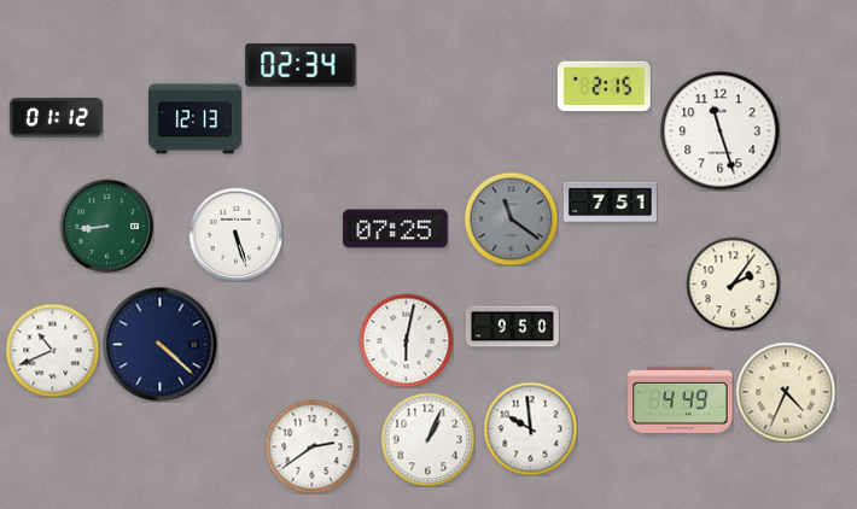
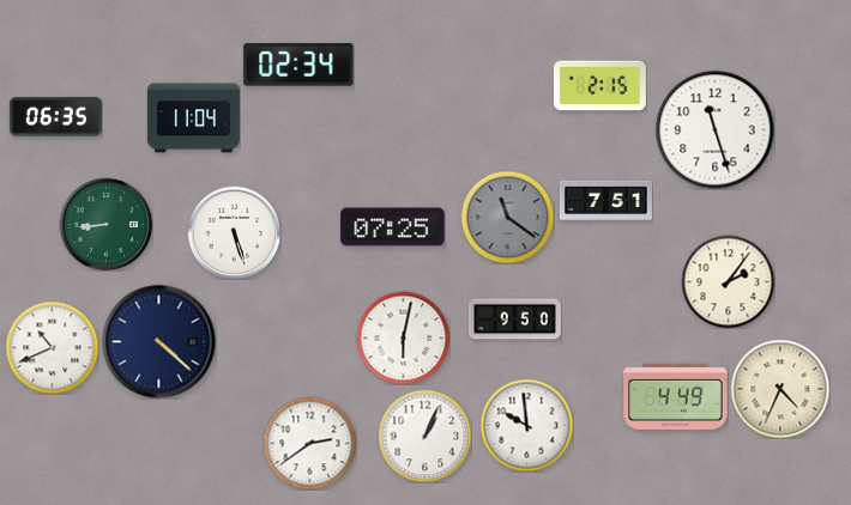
clock at (56, 118): 01:12 -> 06:35
clock at (194, 119): 12:13 -> 11:04
clock at (512, 327) position: (512, 327) -> (514, 320)
